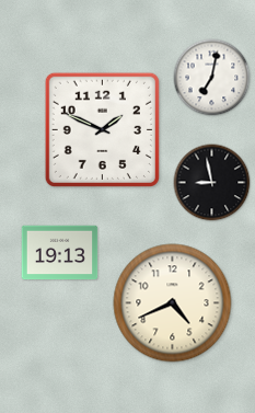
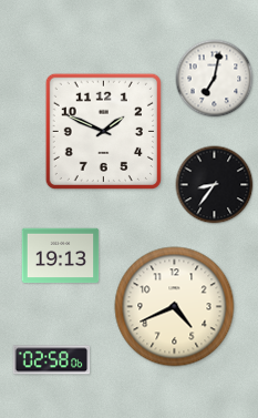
clock at (212, 183): 8:58 -> 8:36
clock at (52, 360): none -> 02:58
